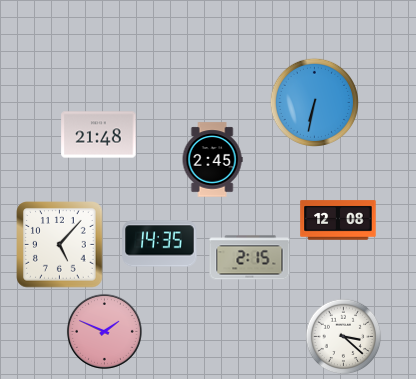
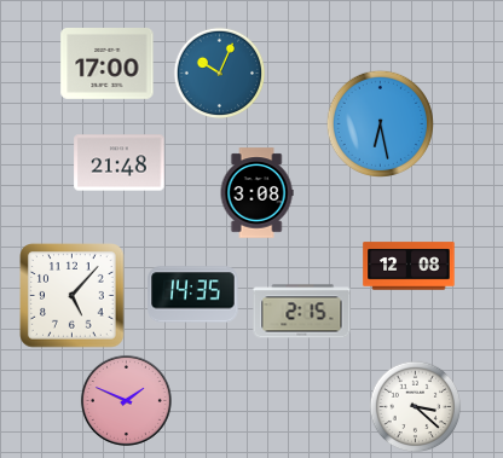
clock at (108, 64): none -> 17:00
clock at (220, 74): none -> 10:04
clock at (314, 102): 6:32 -> 6:28
clock at (212, 160): 2:45 -> 3:08
